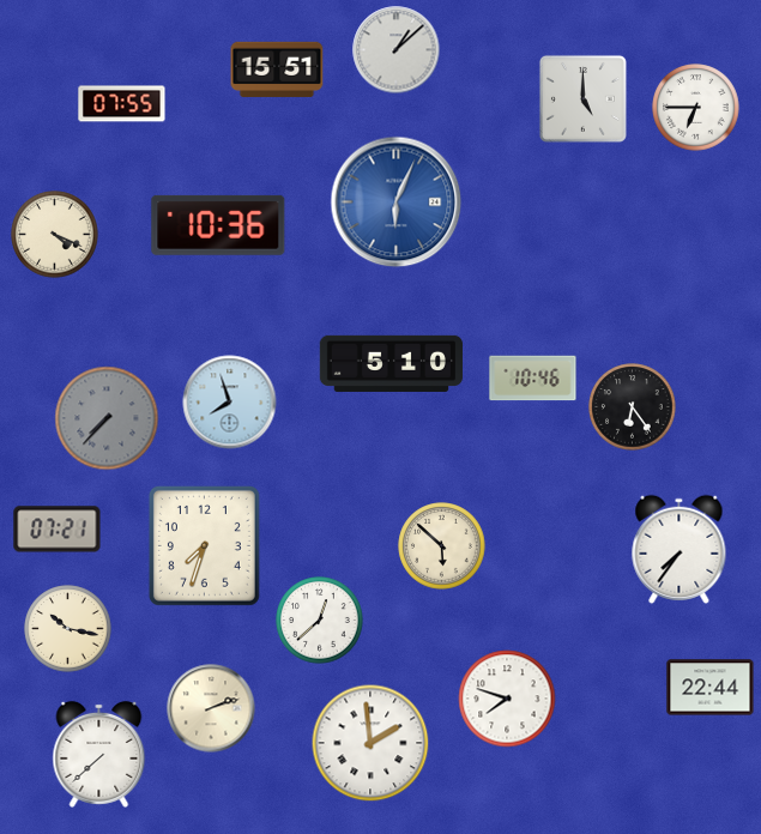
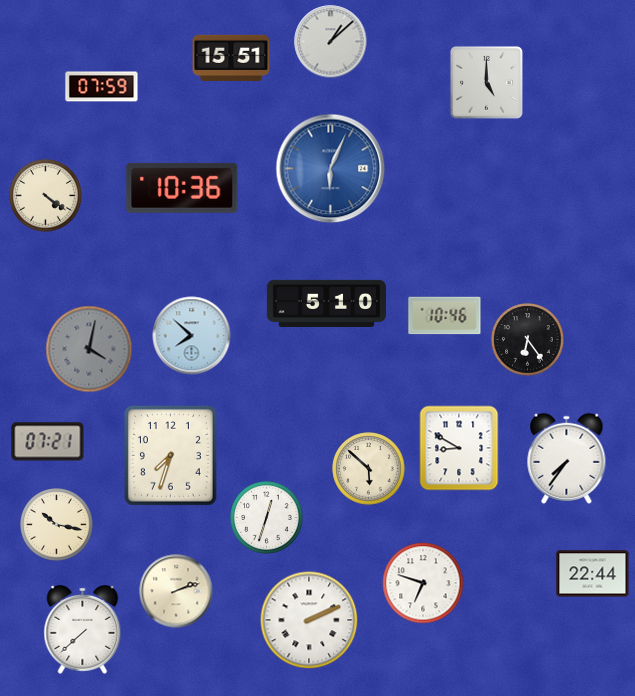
clock at (122, 104): 07:55 -> 07:59
clock at (696, 108): 6:45 -> none
clock at (55, 235): 4:19 -> 4:21
clock at (230, 403): 7:57 -> 7:52
clock at (107, 418): 7:37 -> 4:02
clock at (459, 448): none -> 8:50
clock at (442, 546) position: (442, 546) -> (369, 469)
clock at (320, 621): 12:38 -> 12:33
clock at (507, 699): 7:48 -> 6:48
clock at (370, 743): 1:59 -> 2:11
